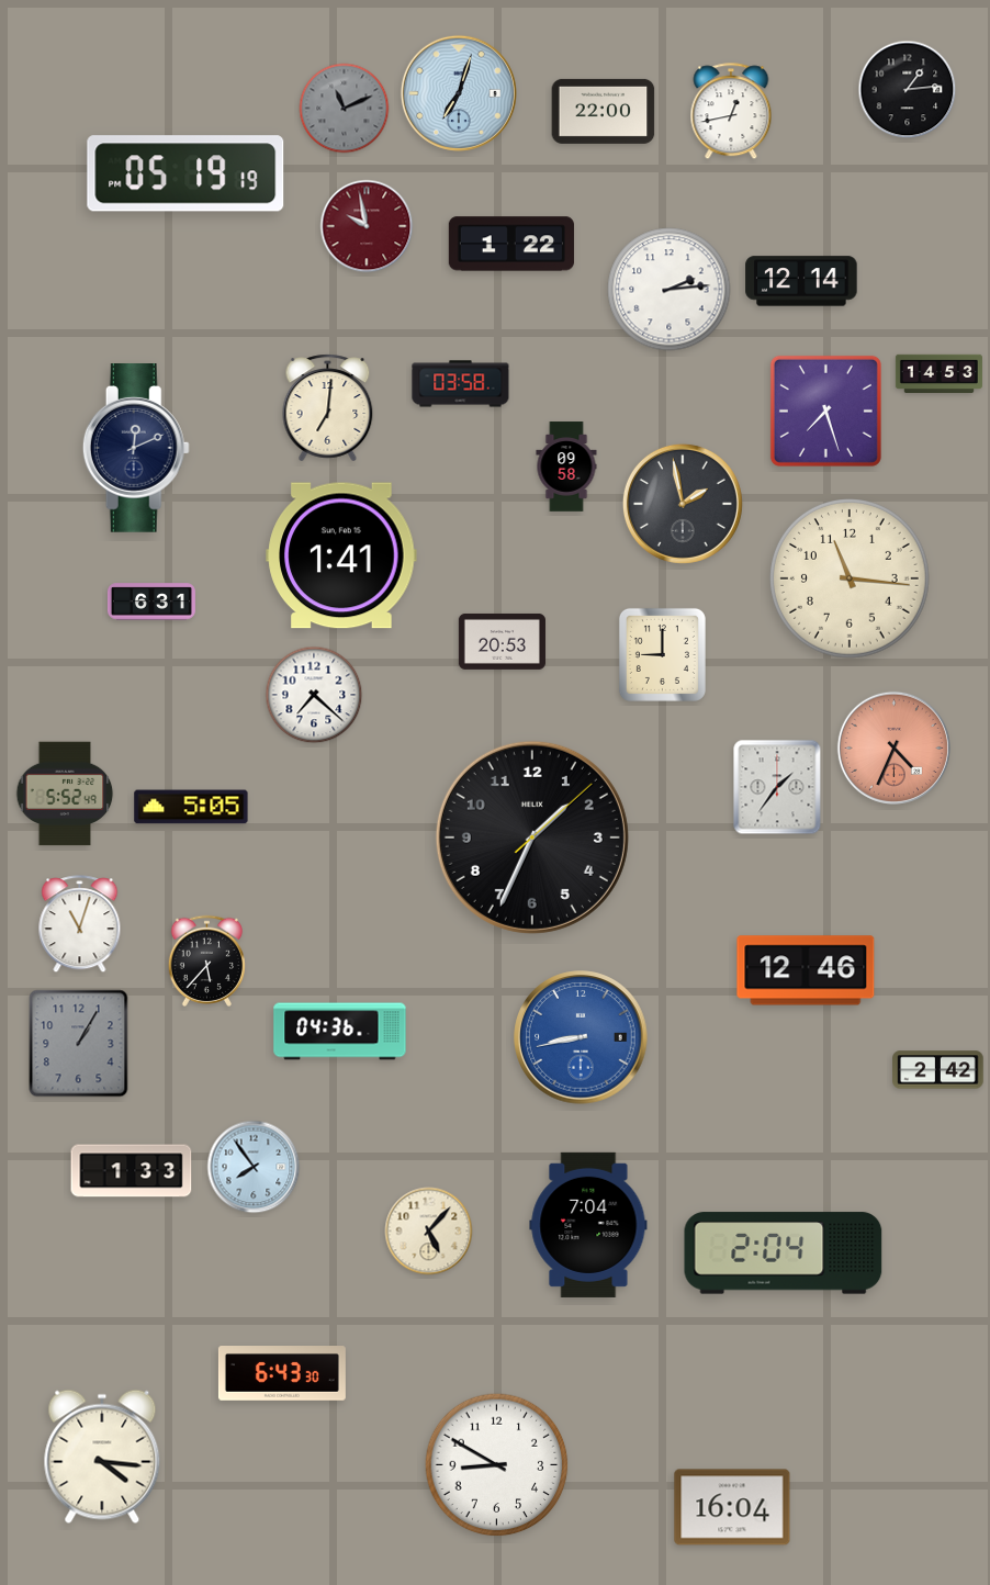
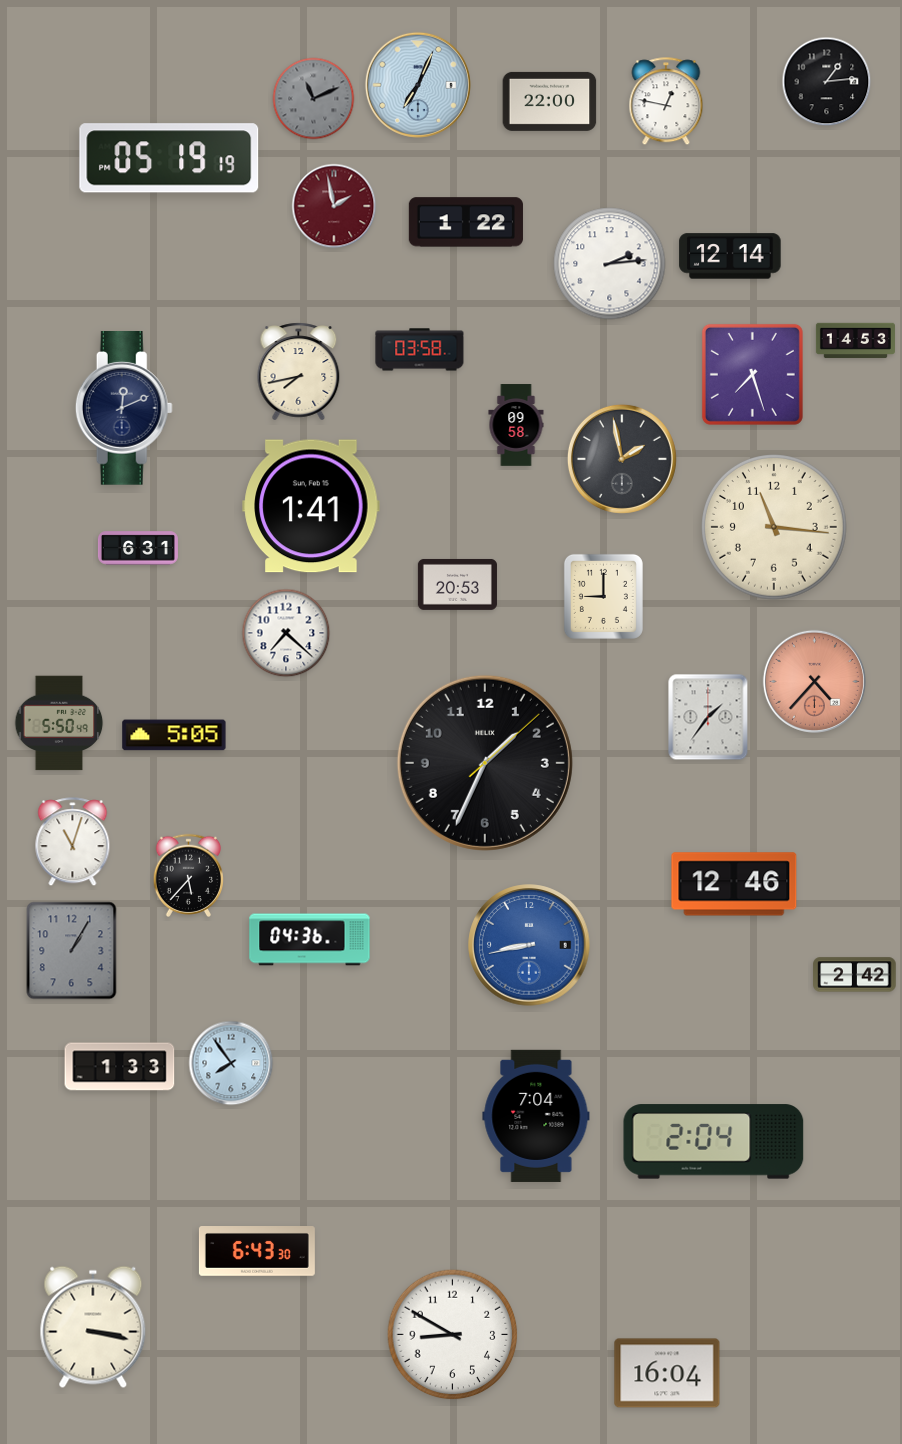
clock at (459, 93): 7:03 -> 7:04
clock at (731, 112): 12:43 -> 12:47
clock at (367, 226): 9:58 -> 1:58
clock at (328, 408): 7:01 -> 7:43
clock at (893, 747): 4:34 -> 4:37
clock at (65, 794): 5:52 -> 5:50
clock at (429, 1232): 5:07 -> none
clock at (102, 1457): 4:16 -> 3:17
